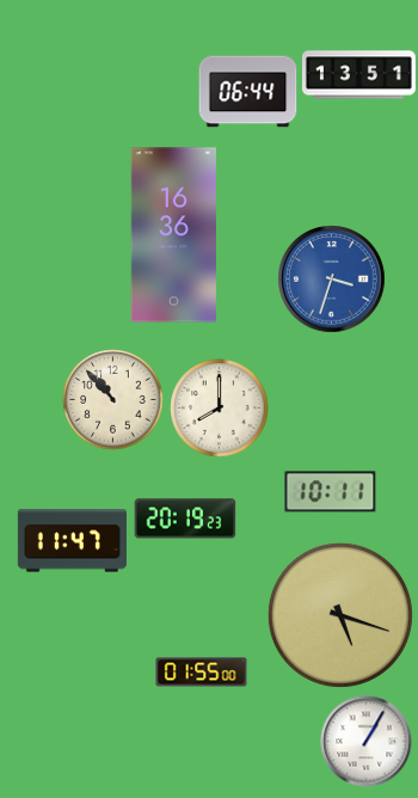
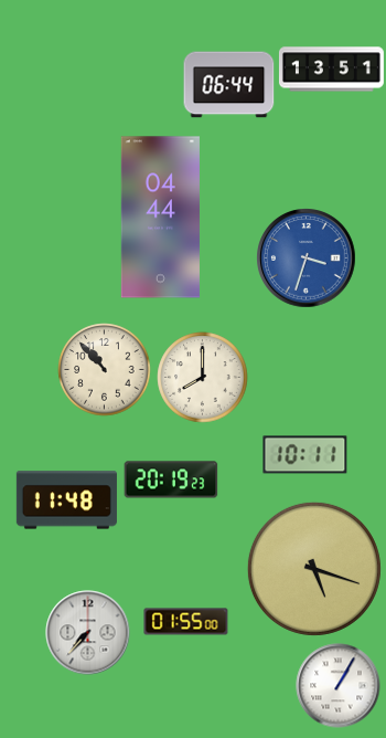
clock at (173, 235): 16:36 -> 04:44
clock at (72, 541): 11:47 -> 11:48
clock at (88, 633): none -> 7:37
